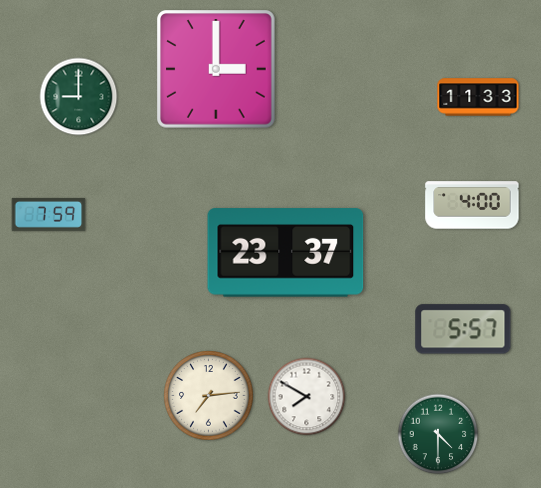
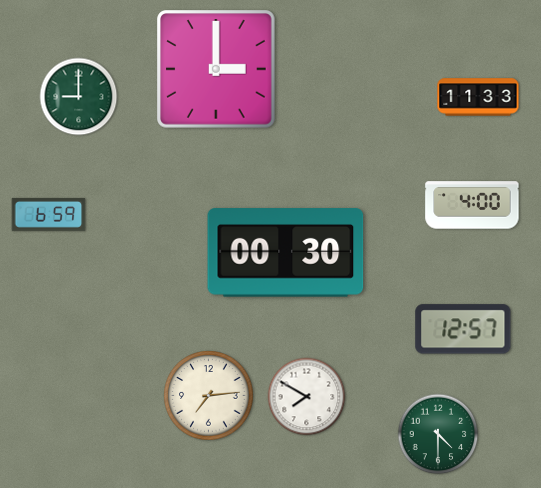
clock at (49, 214): 7:59 -> 6:59
clock at (286, 253): 23:37 -> 00:30
clock at (463, 329): 5:57 -> 12:57
